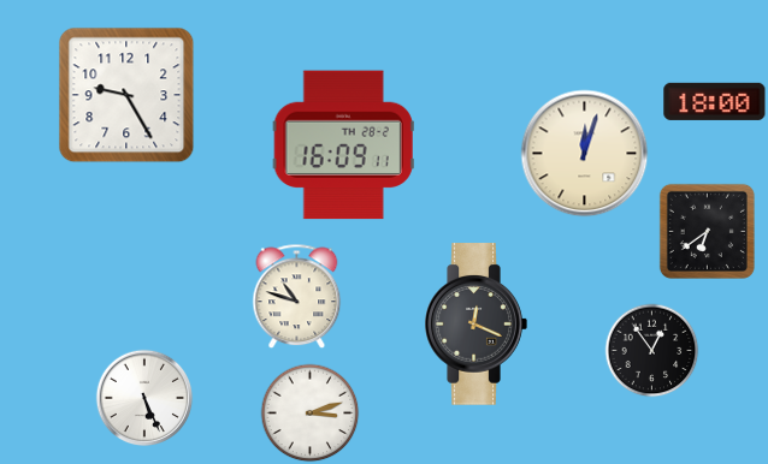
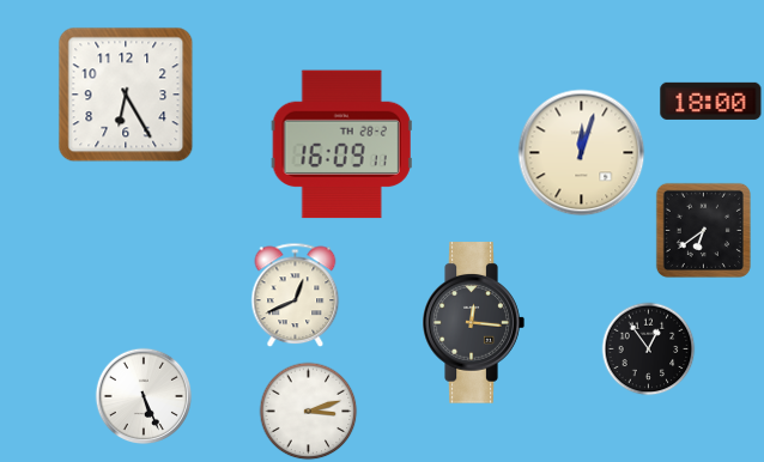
clock at (126, 95): 9:25 -> 6:25
clock at (297, 297): 10:48 -> 12:41
clock at (475, 325): 12:19 -> 12:16
